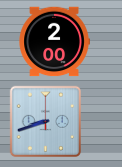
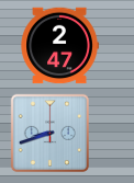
clock at (54, 42): 2:00 -> 2:47
